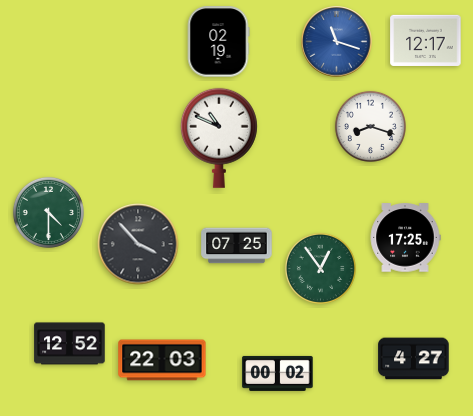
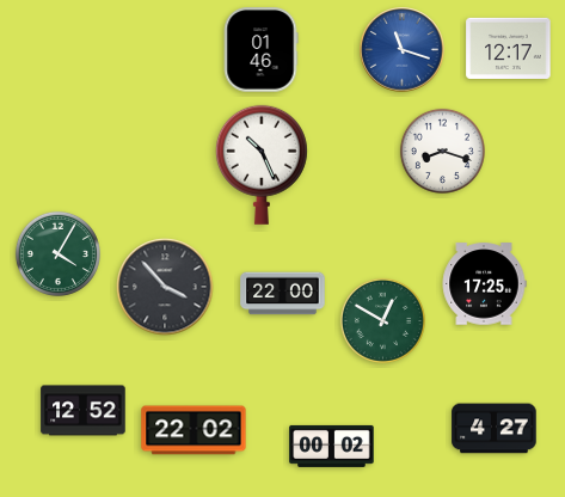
clock at (218, 42): 02:19 -> 01:46
clock at (219, 138): 10:49 -> 10:26
clock at (48, 212): 4:30 -> 4:05
clock at (138, 244) position: (138, 244) -> (165, 287)
clock at (237, 246): 07:25 -> 22:00
clock at (320, 268): 12:54 -> 12:50
clock at (162, 360): 22:03 -> 22:02
